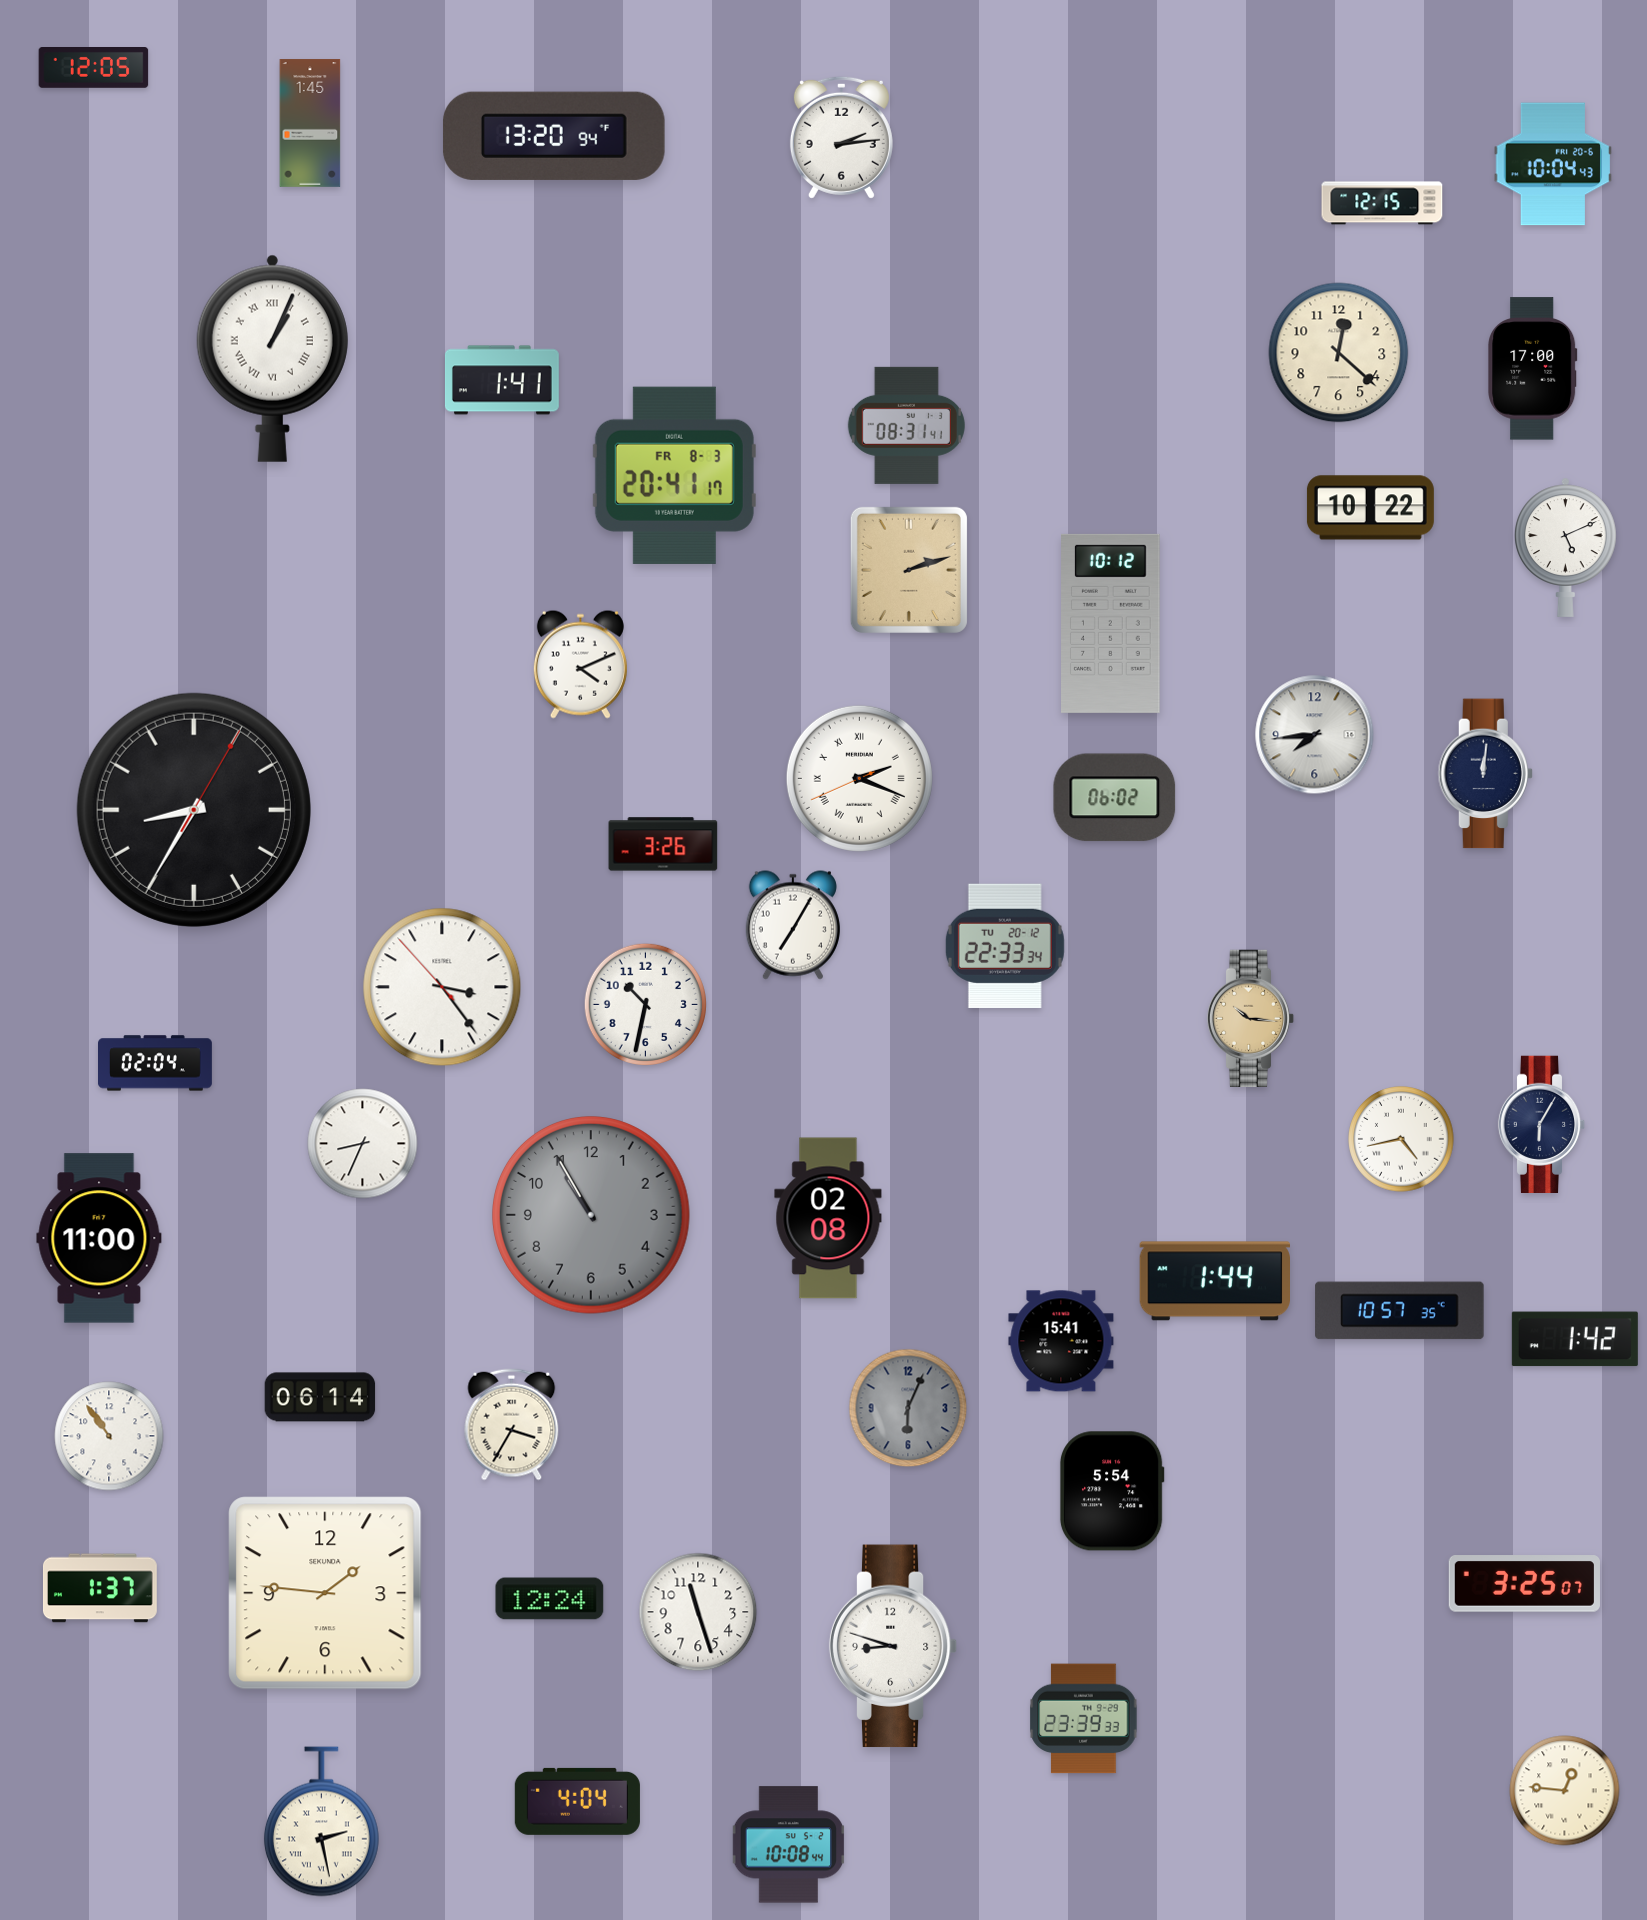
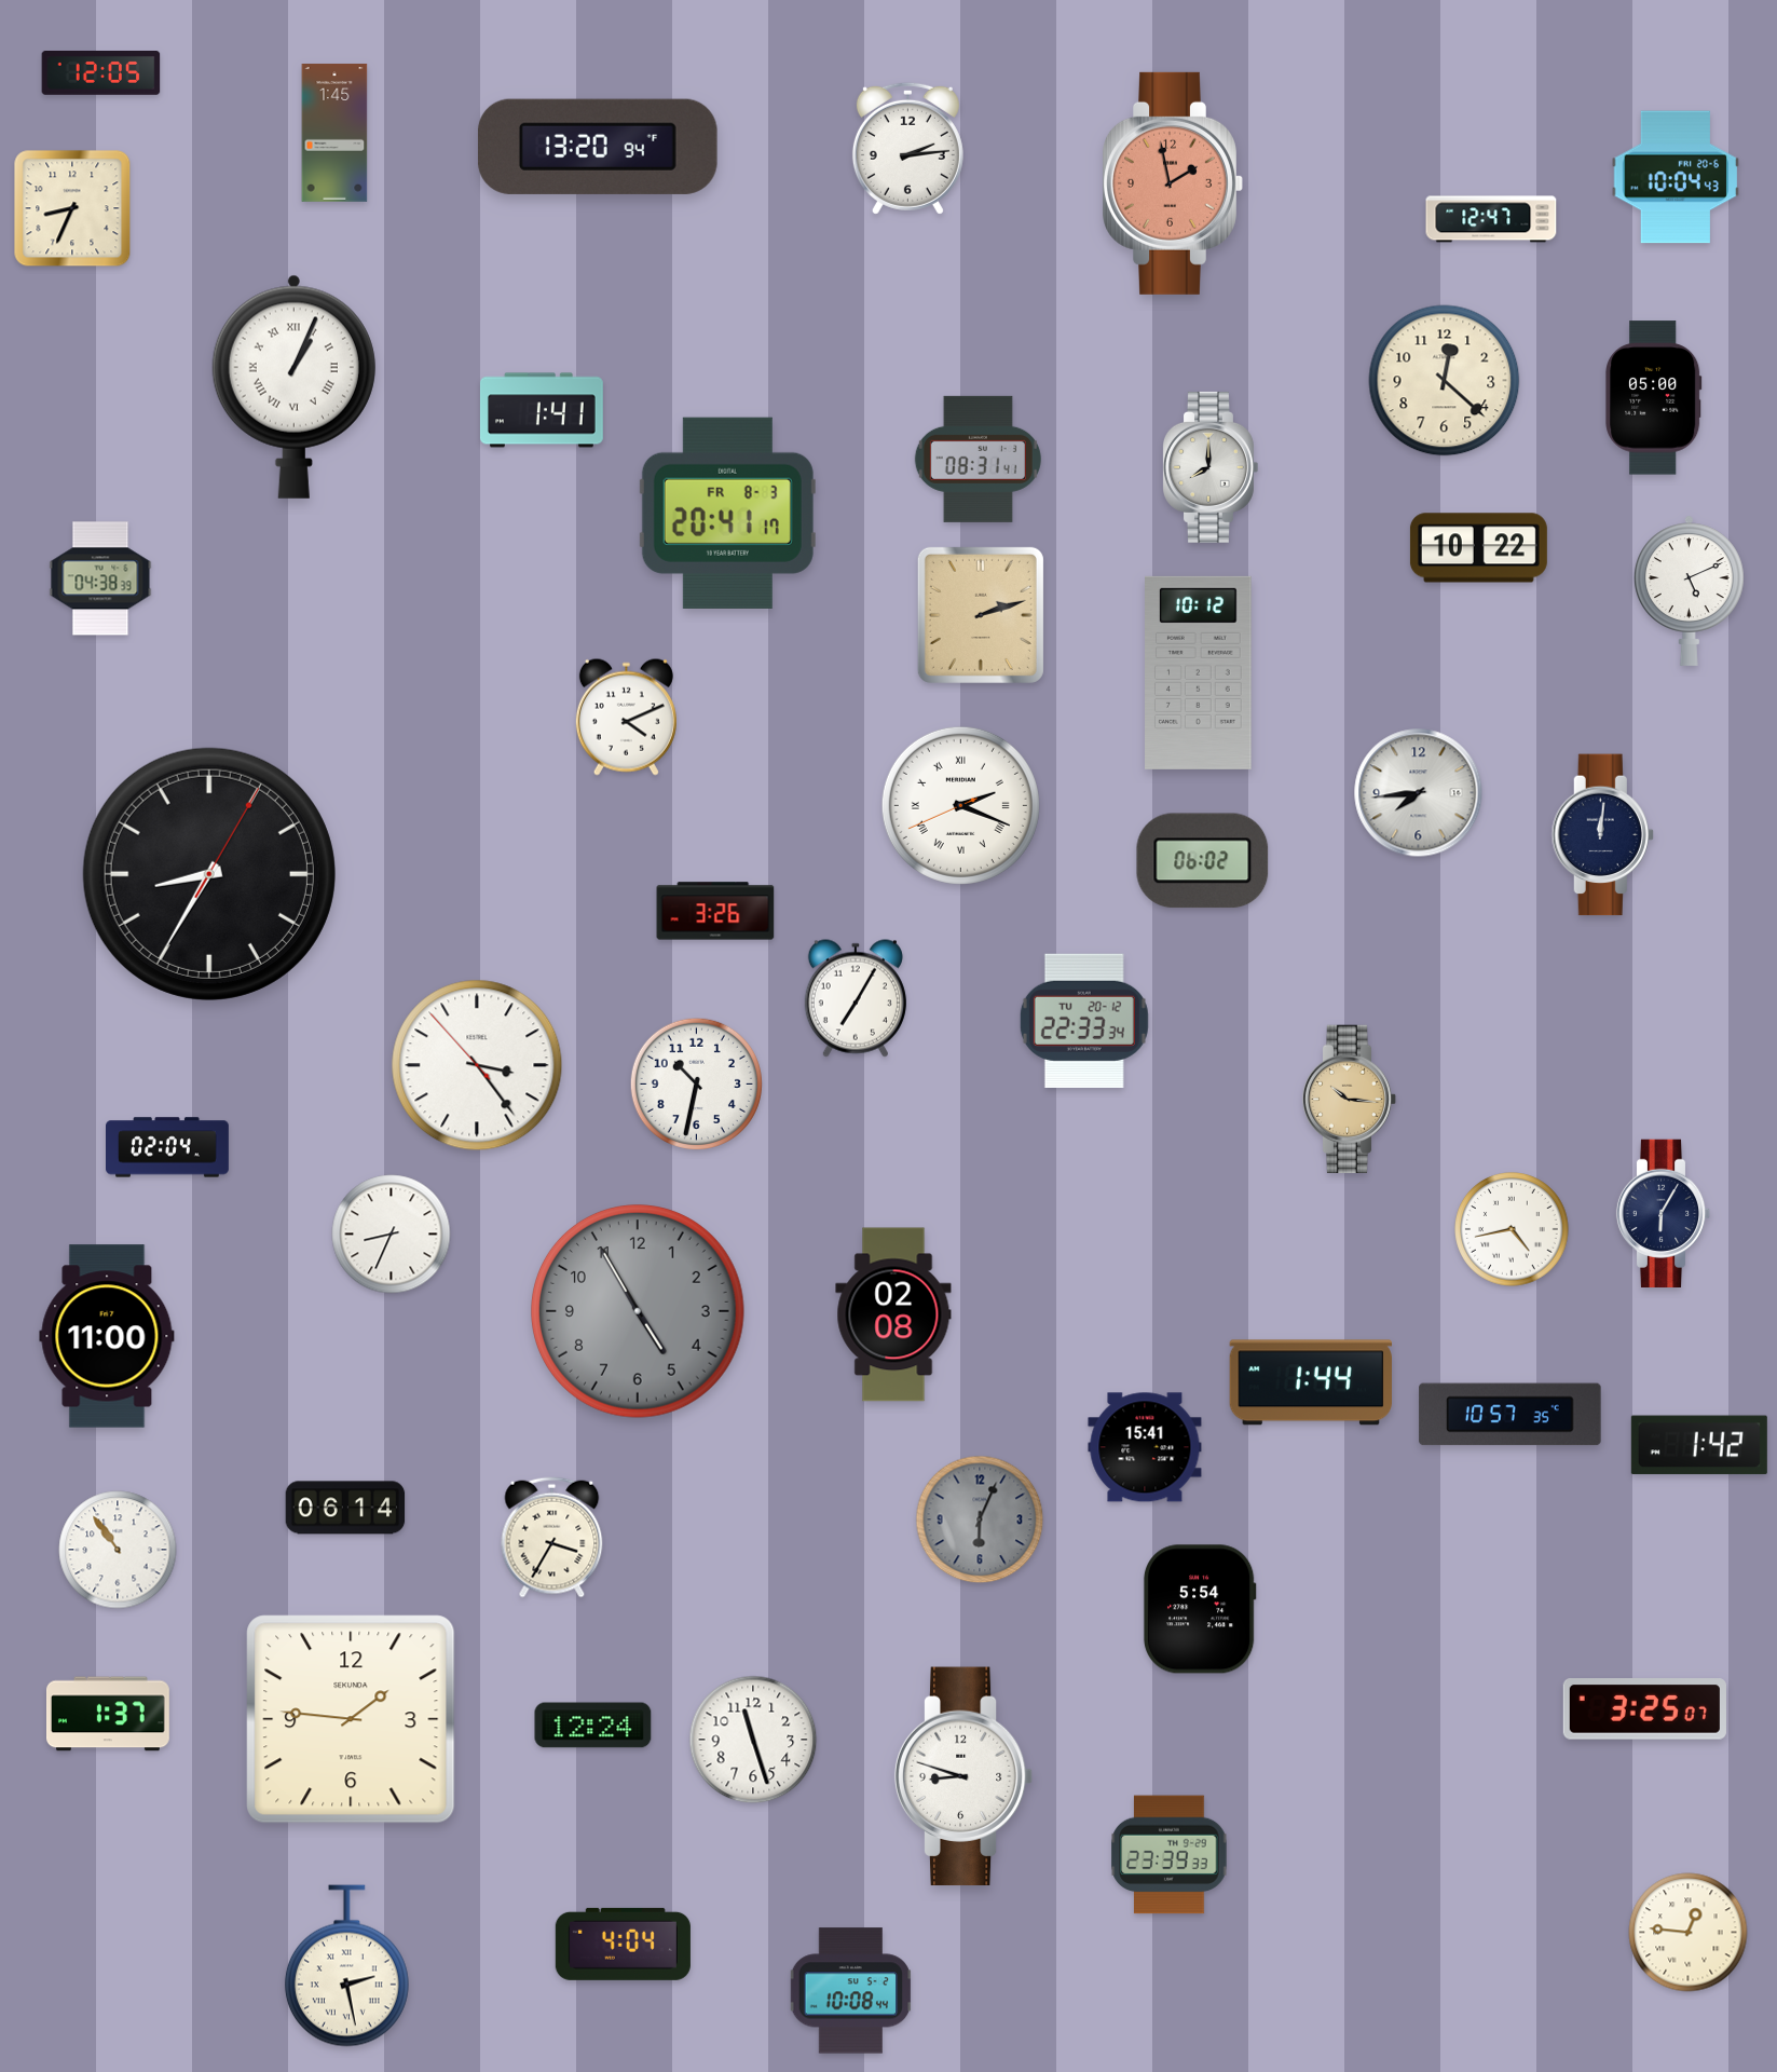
clock at (1174, 183): none -> 1:58
clock at (72, 208): none -> 8:34
clock at (1382, 203): 12:15 -> 12:47
clock at (1533, 369): 17:00 -> 05:00
clock at (1209, 467): none -> 8:00
clock at (100, 578): none -> 04:38
clock at (859, 778) position: (859, 778) -> (960, 805)
clock at (591, 1215): 10:55 -> 4:55
